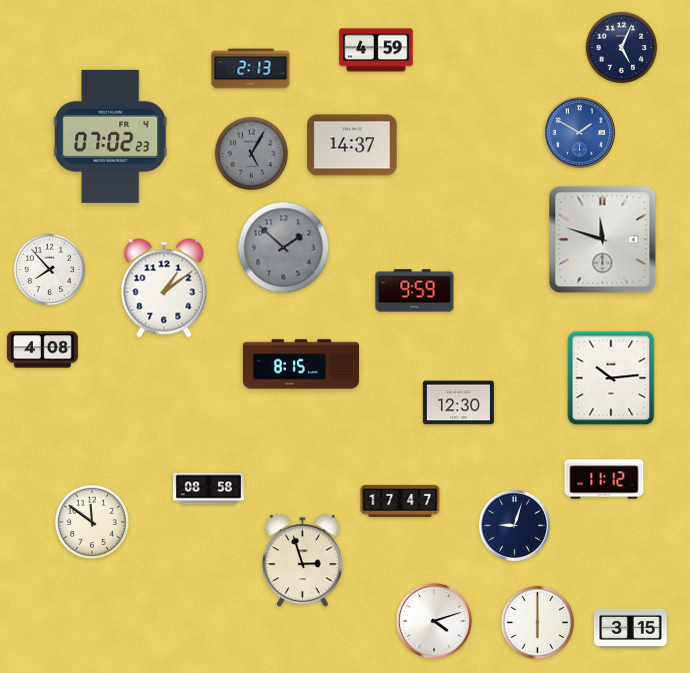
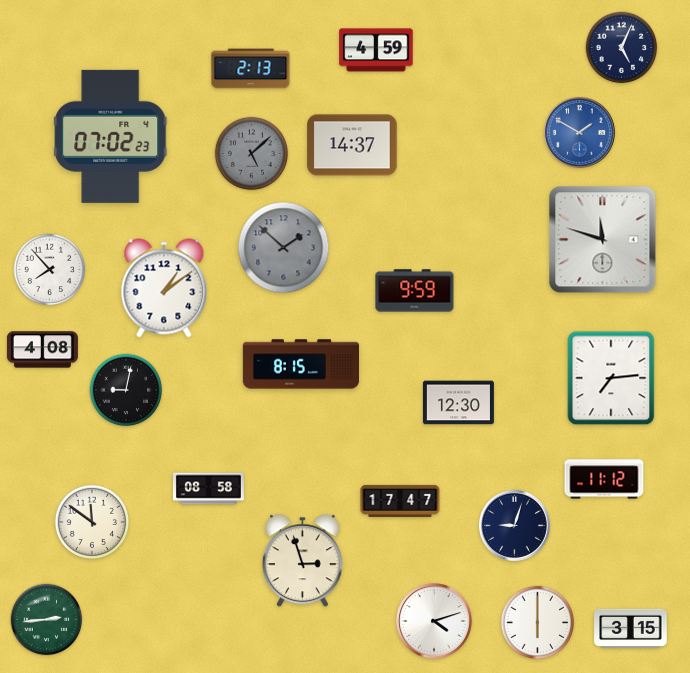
clock at (252, 154): 5:05 -> 5:08
clock at (611, 378): 10:14 -> 7:14
clock at (126, 390): none -> 9:02
clock at (47, 620): none -> 2:44
